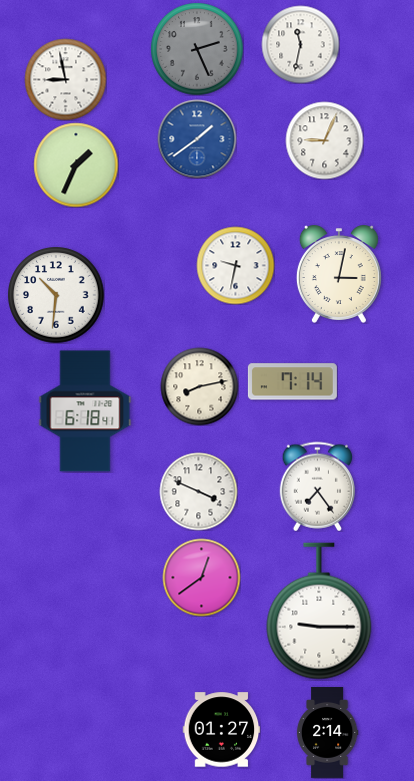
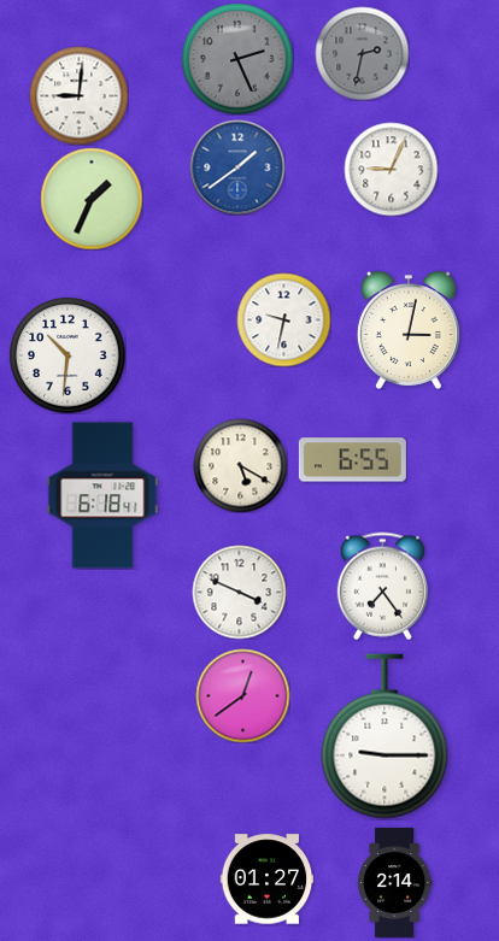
clock at (300, 44): 11:32 -> 2:32
clock at (300, 44) dial: white -> grey
clock at (65, 79): 8:58 -> 9:01
clock at (292, 382): 7:14 -> 6:55
clock at (199, 386): 8:13 -> 5:20
